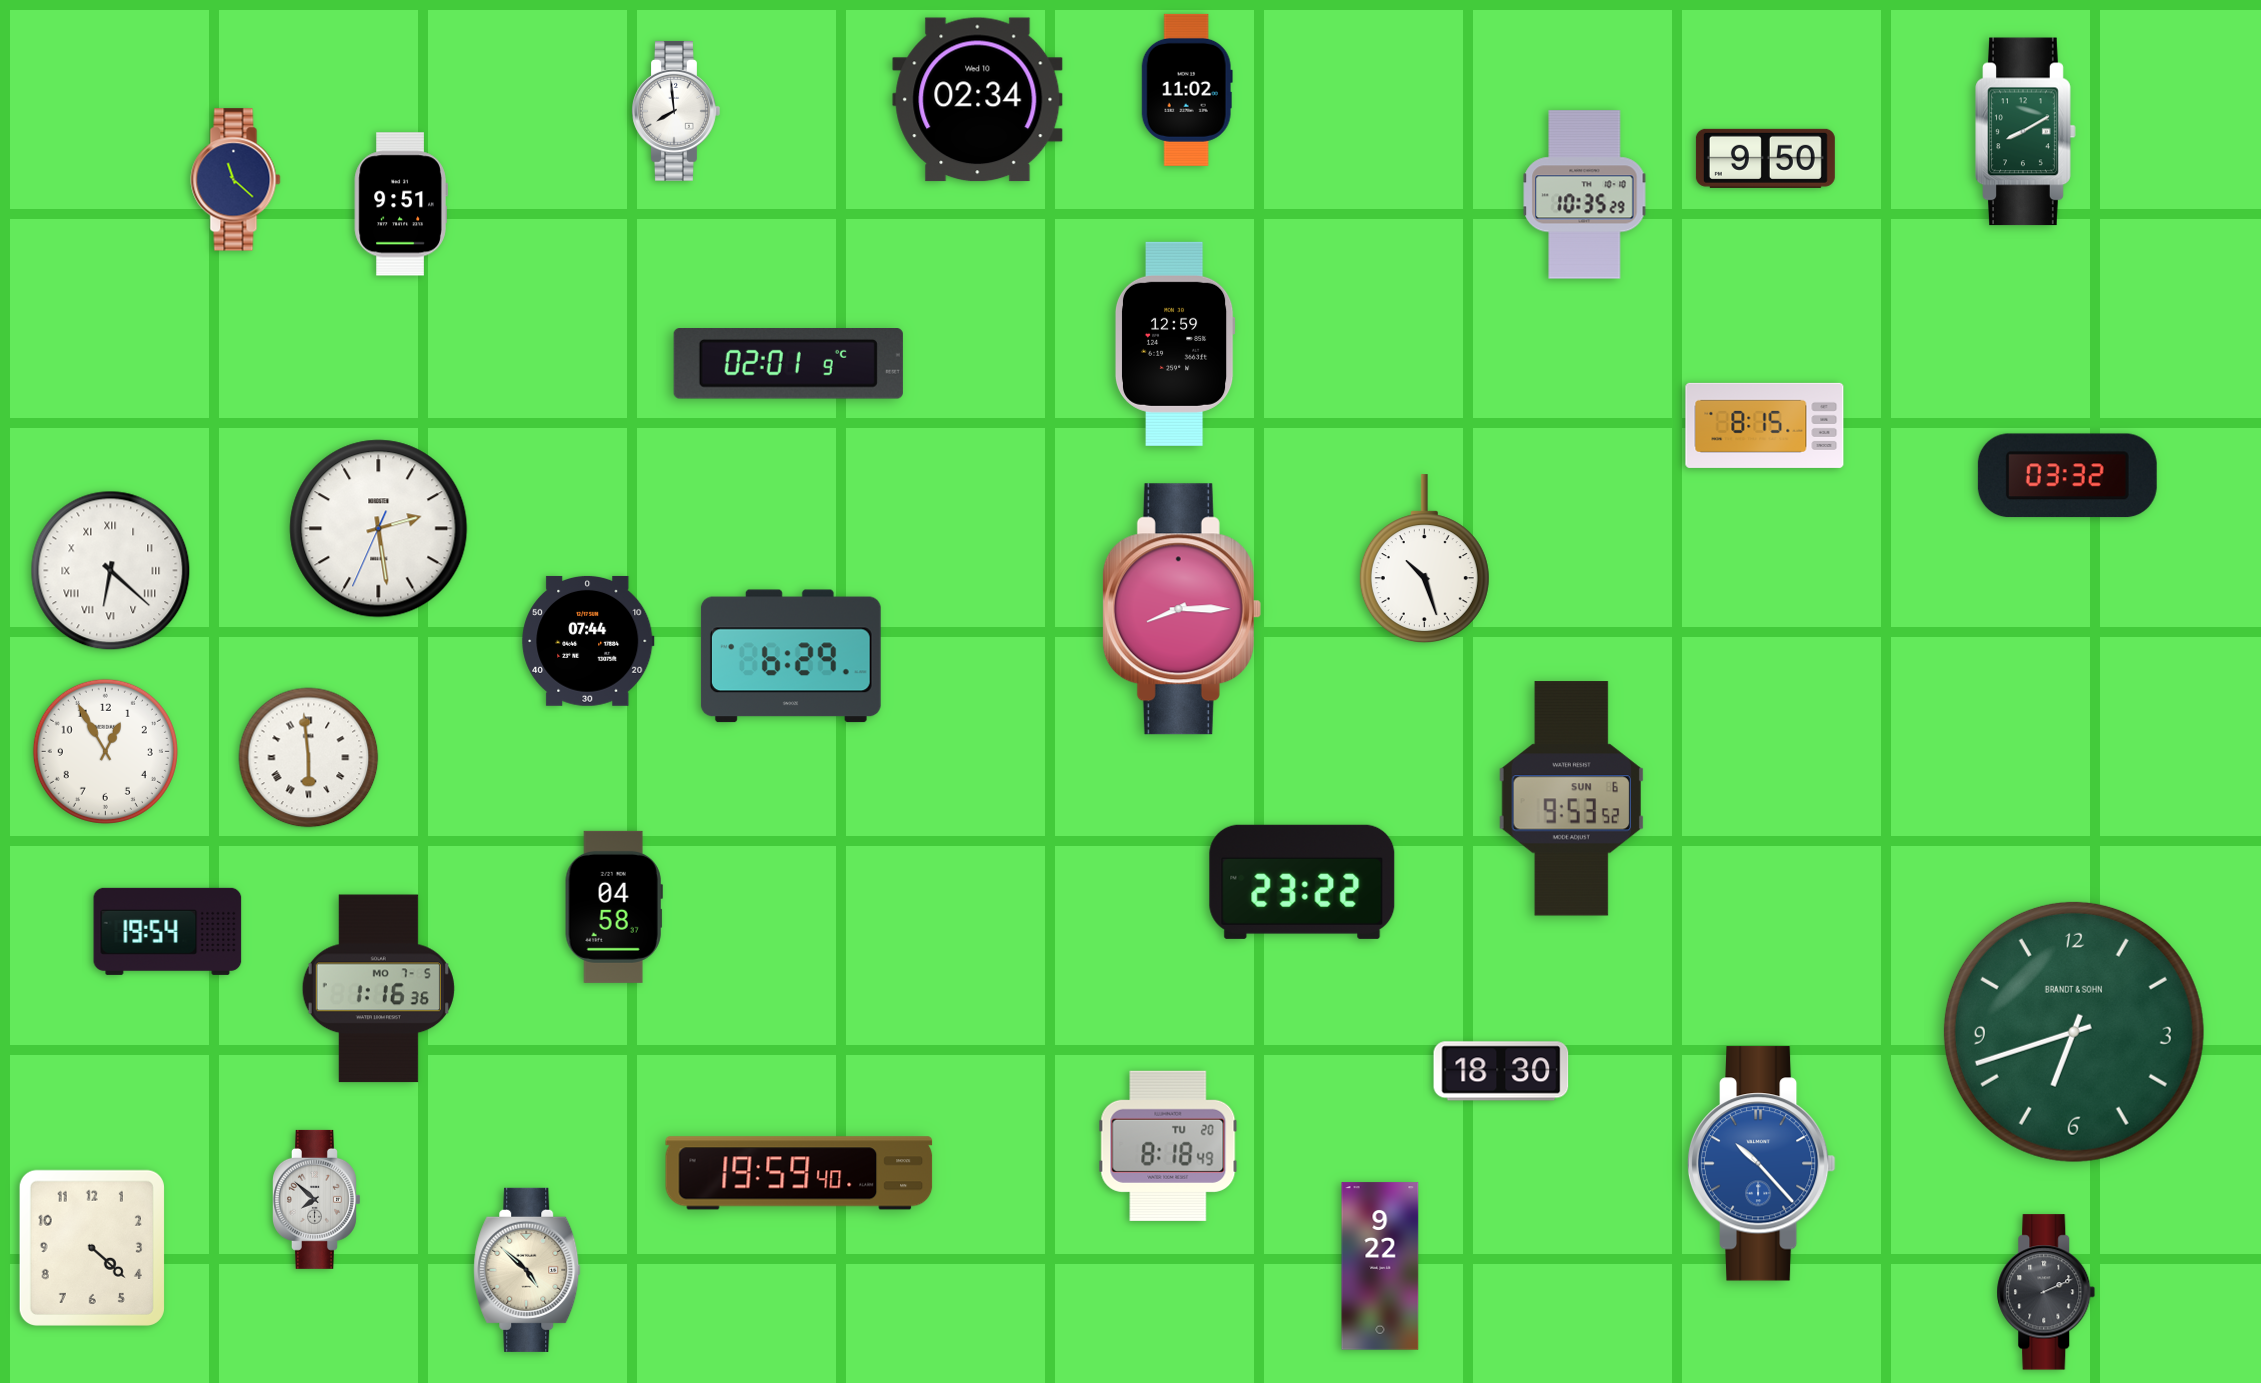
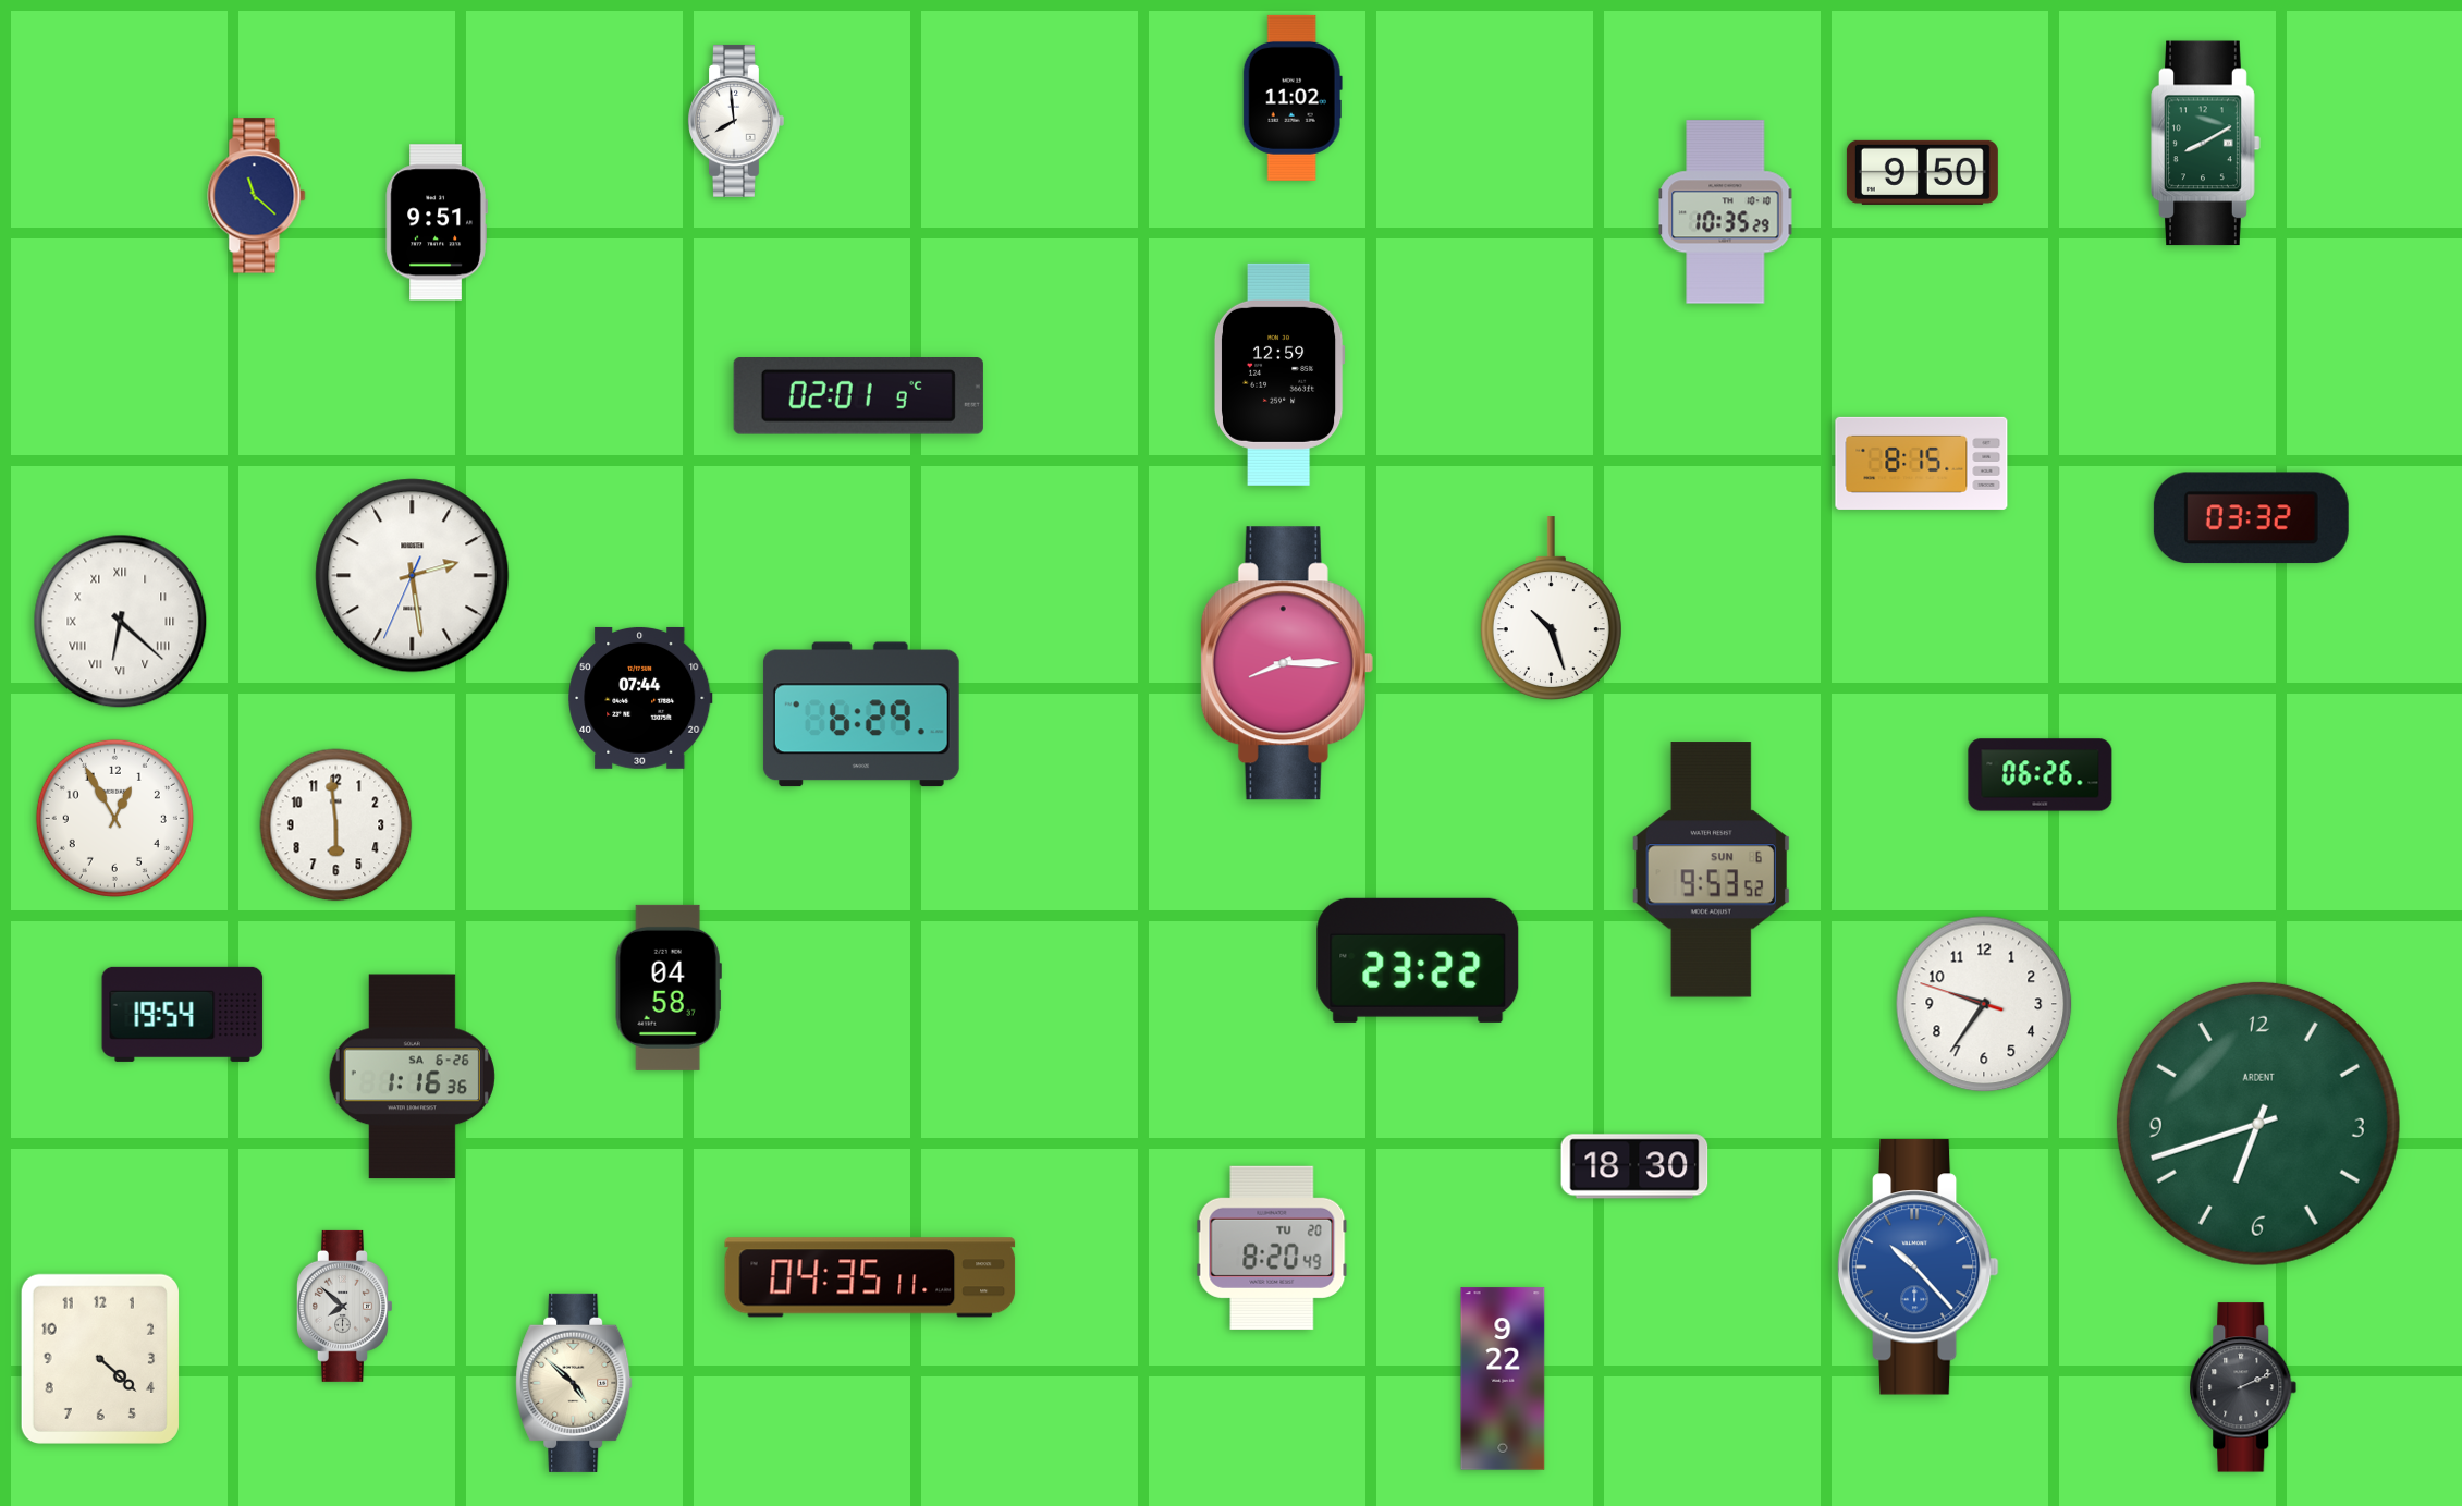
clock at (978, 100): 02:34 -> none
clock at (2041, 775): none -> 06:26
clock at (309, 758) numerals: Roman -> Arabic
clock at (1984, 1004): none -> 9:35
clock at (378, 989) date: MO 7-5 -> SA 6-26
clock at (2074, 1032) brand: BRANDT & SOHN -> ARDENT
clock at (1168, 1146): 8:18 -> 8:20
clock at (799, 1173): 19:59 -> 04:35
clock at (2046, 1292) position: (2046, 1292) -> (2243, 1387)
